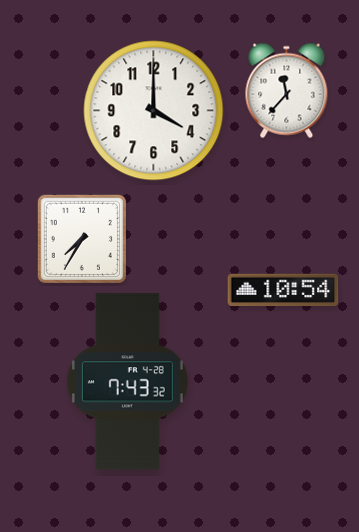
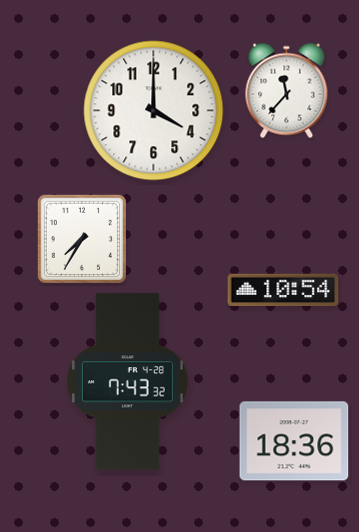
clock at (294, 441): none -> 18:36
